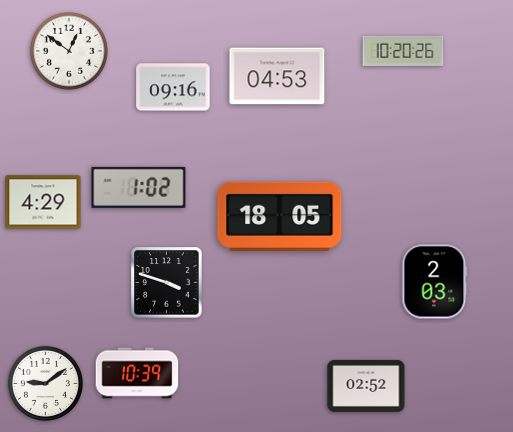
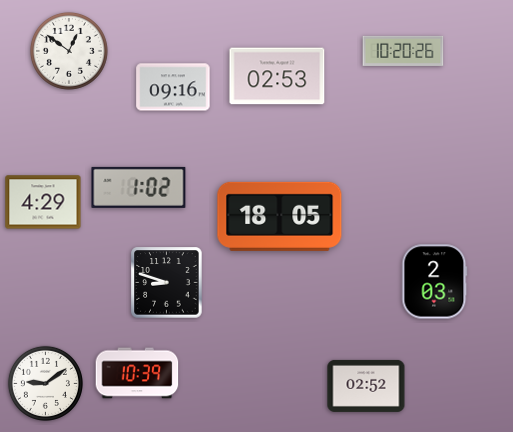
clock at (277, 76): 04:53 -> 02:53
clock at (167, 283): 3:48 -> 8:48
